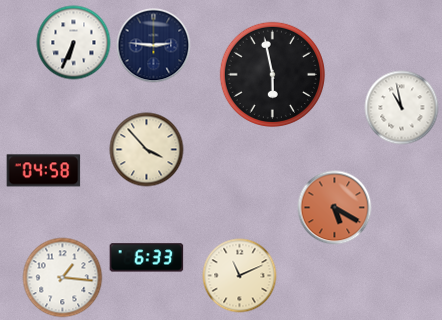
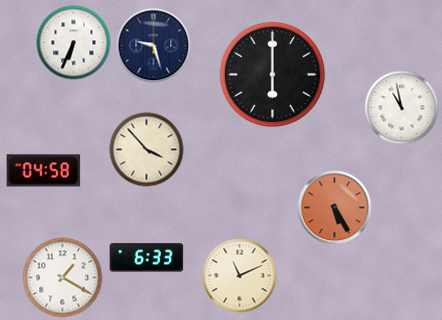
clock at (154, 46): 2:46 -> 9:27
clock at (272, 74): 5:58 -> 6:00
clock at (335, 208): 5:20 -> 5:25
clock at (63, 278): 1:16 -> 1:20
